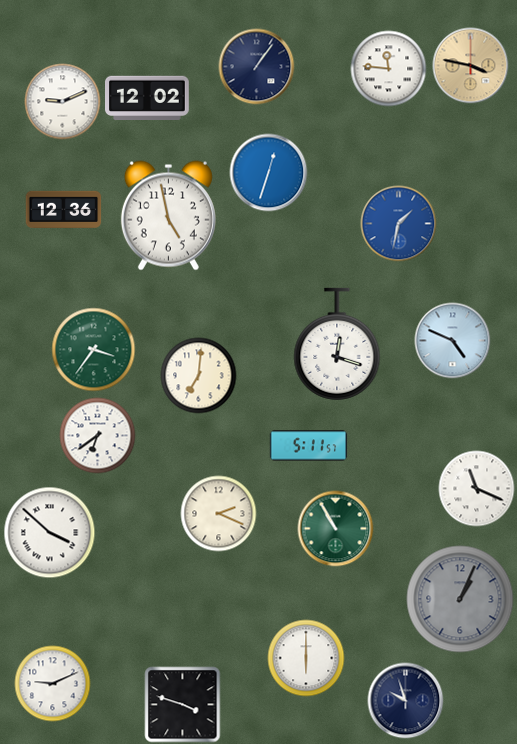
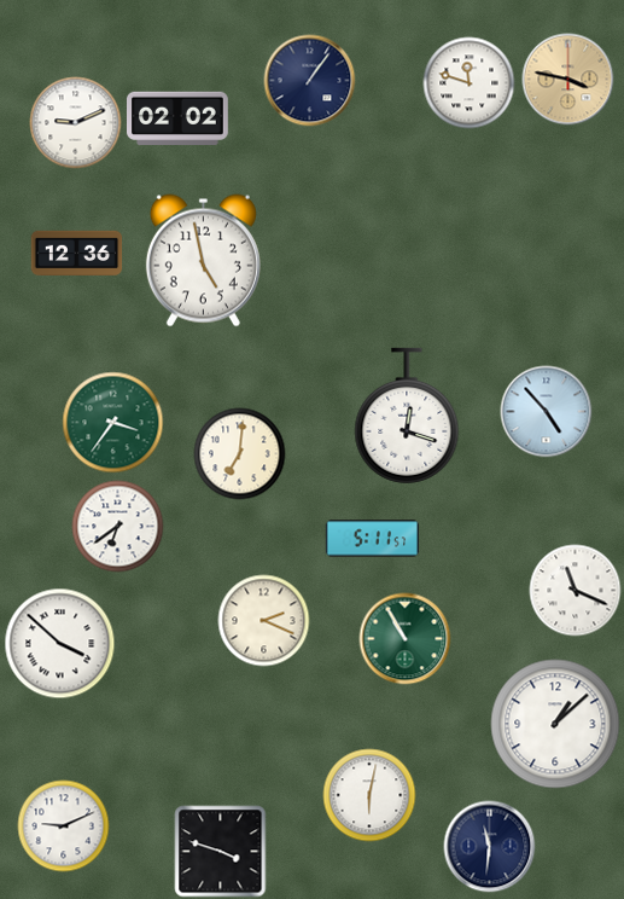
clock at (389, 69): 11:46 -> 11:48
clock at (148, 97): 12:02 -> 02:02
clock at (269, 173): 12:33 -> none
clock at (399, 224): 1:32 -> none
clock at (453, 341): 4:49 -> 4:53
clock at (460, 599): 1:04 -> 1:08
clock at (460, 599) dial: grey -> white
clock at (306, 658): 6:00 -> 6:02
clock at (406, 701): 9:57 -> 11:31
